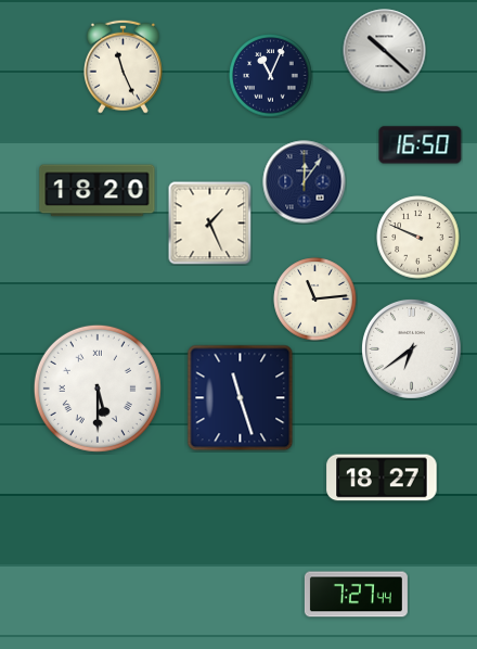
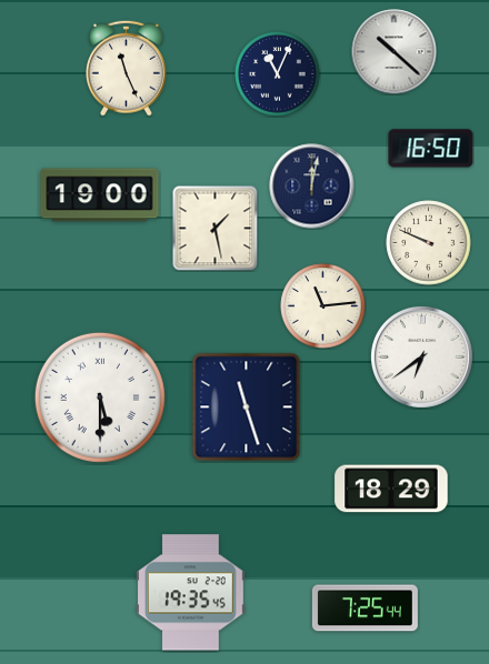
clock at (271, 76) position: (271, 76) -> (278, 74)
clock at (305, 182): 12:06 -> 12:02
clock at (98, 191): 18:20 -> 19:00
clock at (209, 224): 1:26 -> 1:28
clock at (382, 478): 18:27 -> 18:29
clock at (190, 593): none -> 19:35
clock at (356, 595): 7:27 -> 7:25
